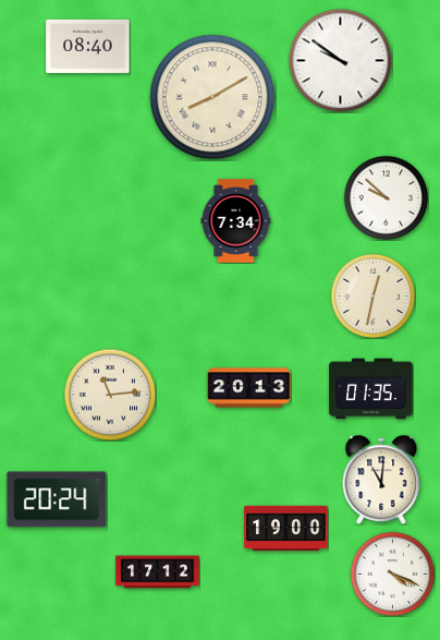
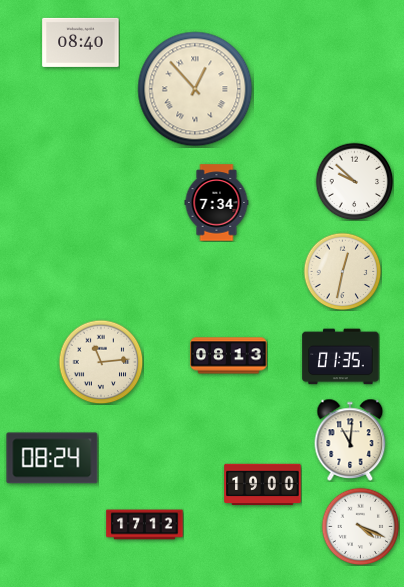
clock at (340, 60): 9:51 -> none
clock at (212, 97): 8:10 -> 12:53
clock at (249, 388): 20:13 -> 08:13
clock at (57, 499): 20:24 -> 08:24
